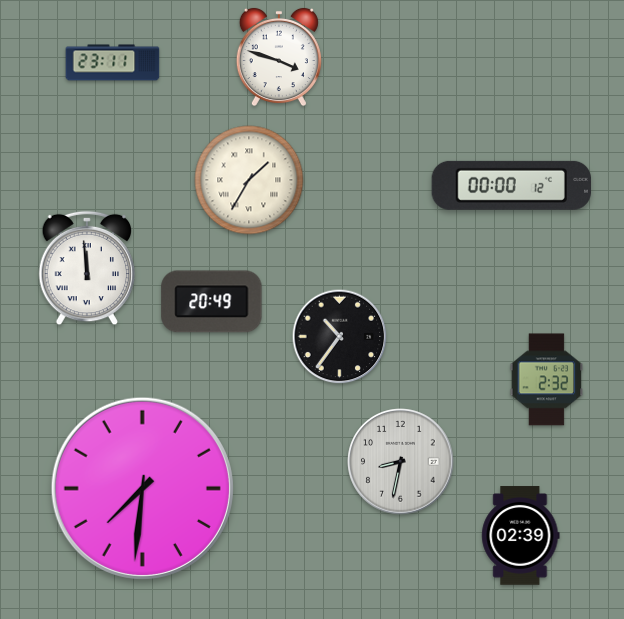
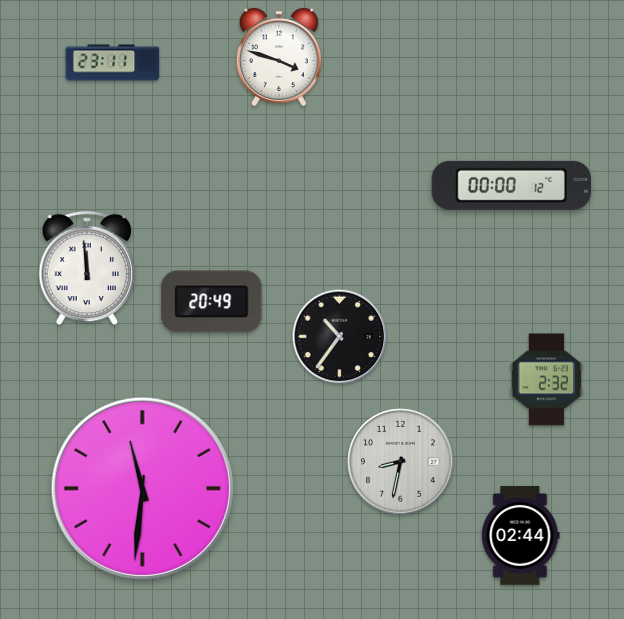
clock at (249, 180): 1:35 -> none
clock at (142, 488): 7:31 -> 11:31
clock at (521, 536): 02:39 -> 02:44
